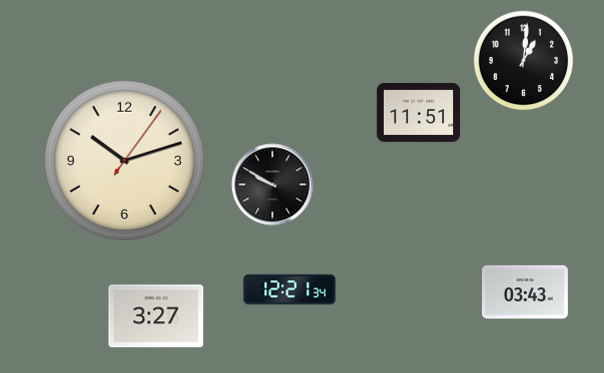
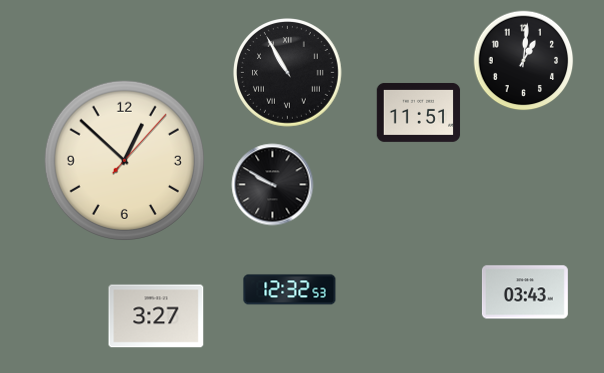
clock at (288, 73): none -> 10:55
clock at (124, 160): 10:12 -> 12:52
clock at (290, 290): 12:21 -> 12:32
